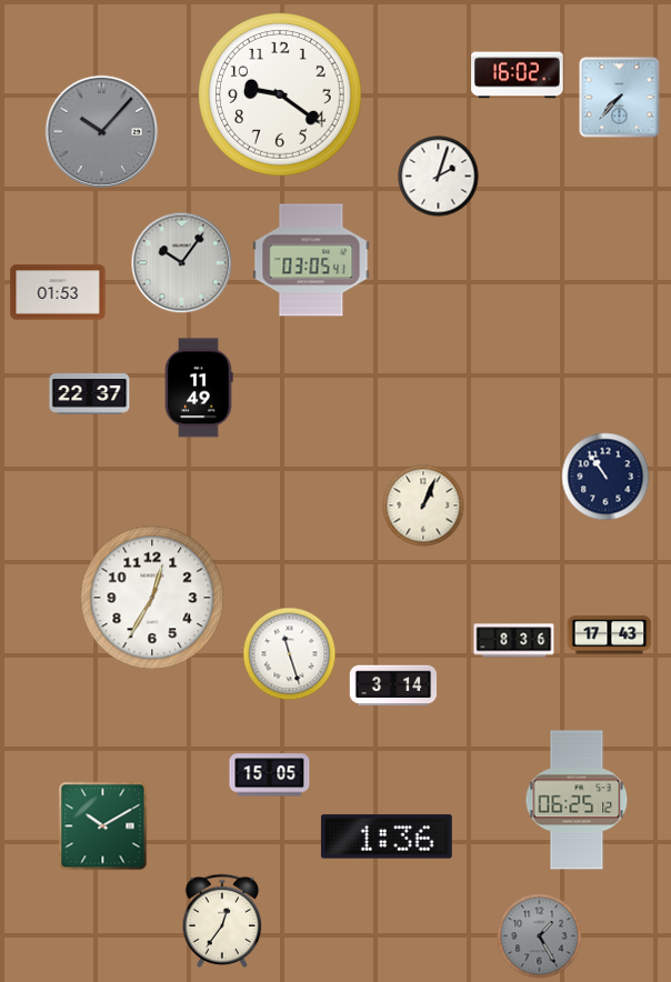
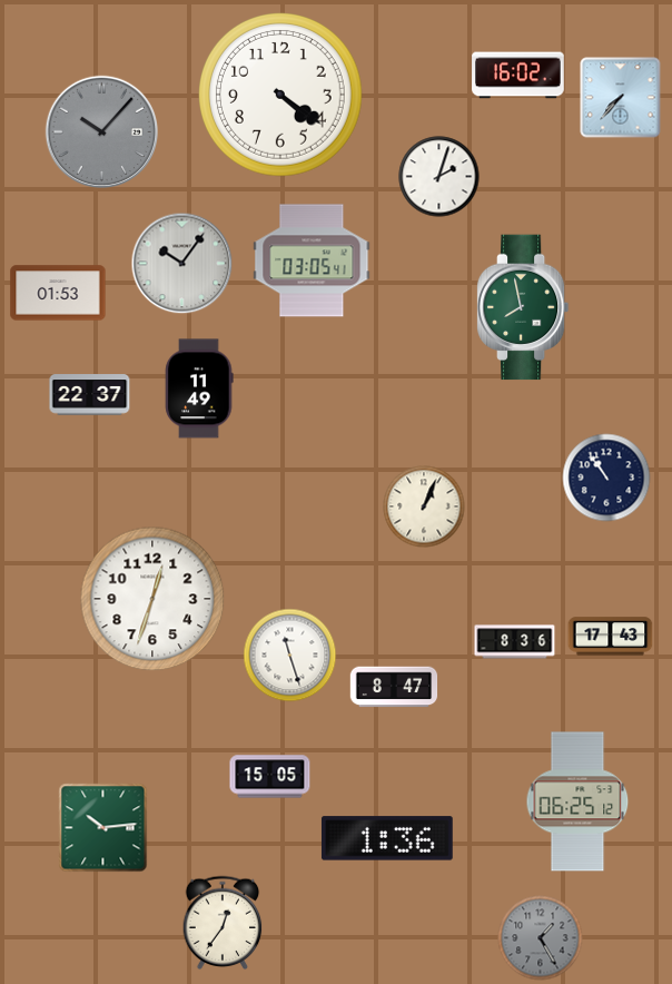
clock at (281, 96): 9:21 -> 4:21
clock at (523, 307): none -> 7:58
clock at (152, 598): 12:35 -> 12:33
clock at (393, 685): 3:14 -> 8:47
clock at (103, 826): 10:10 -> 10:14
